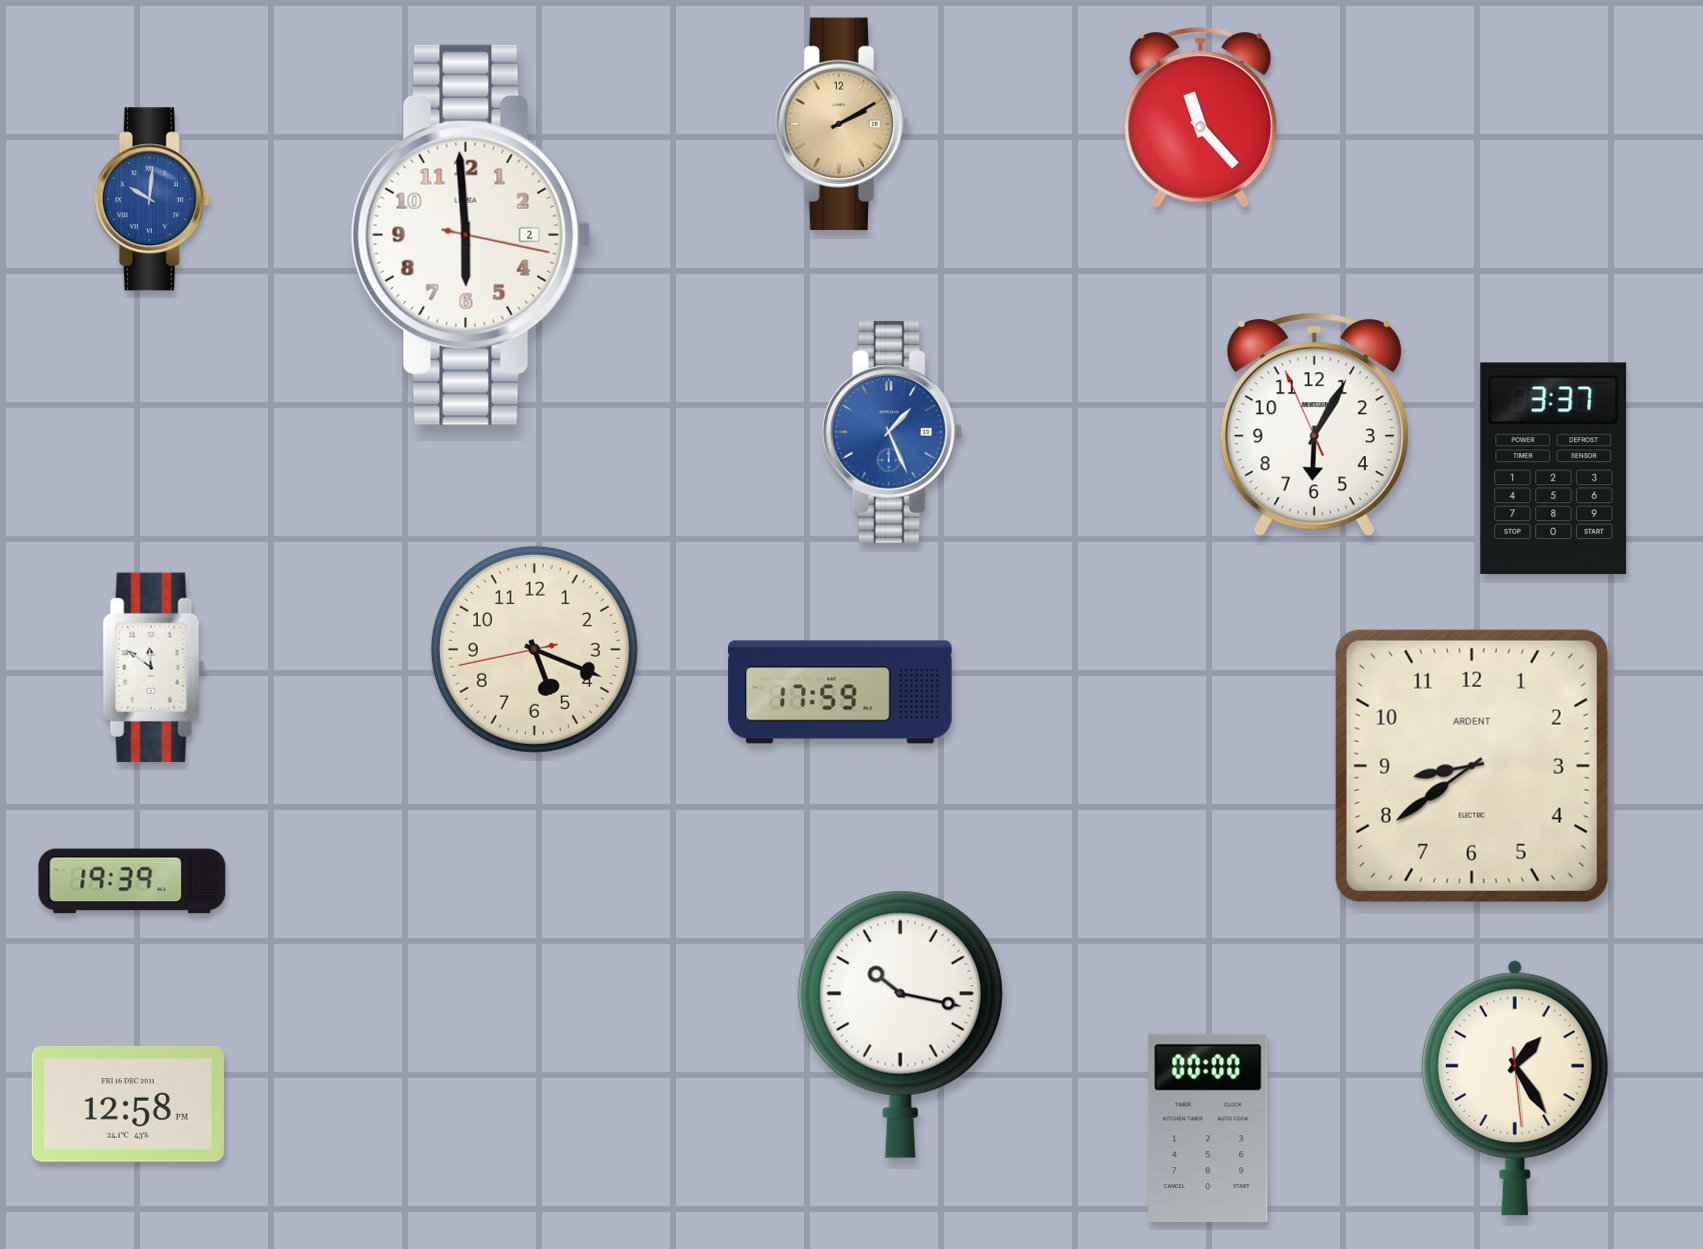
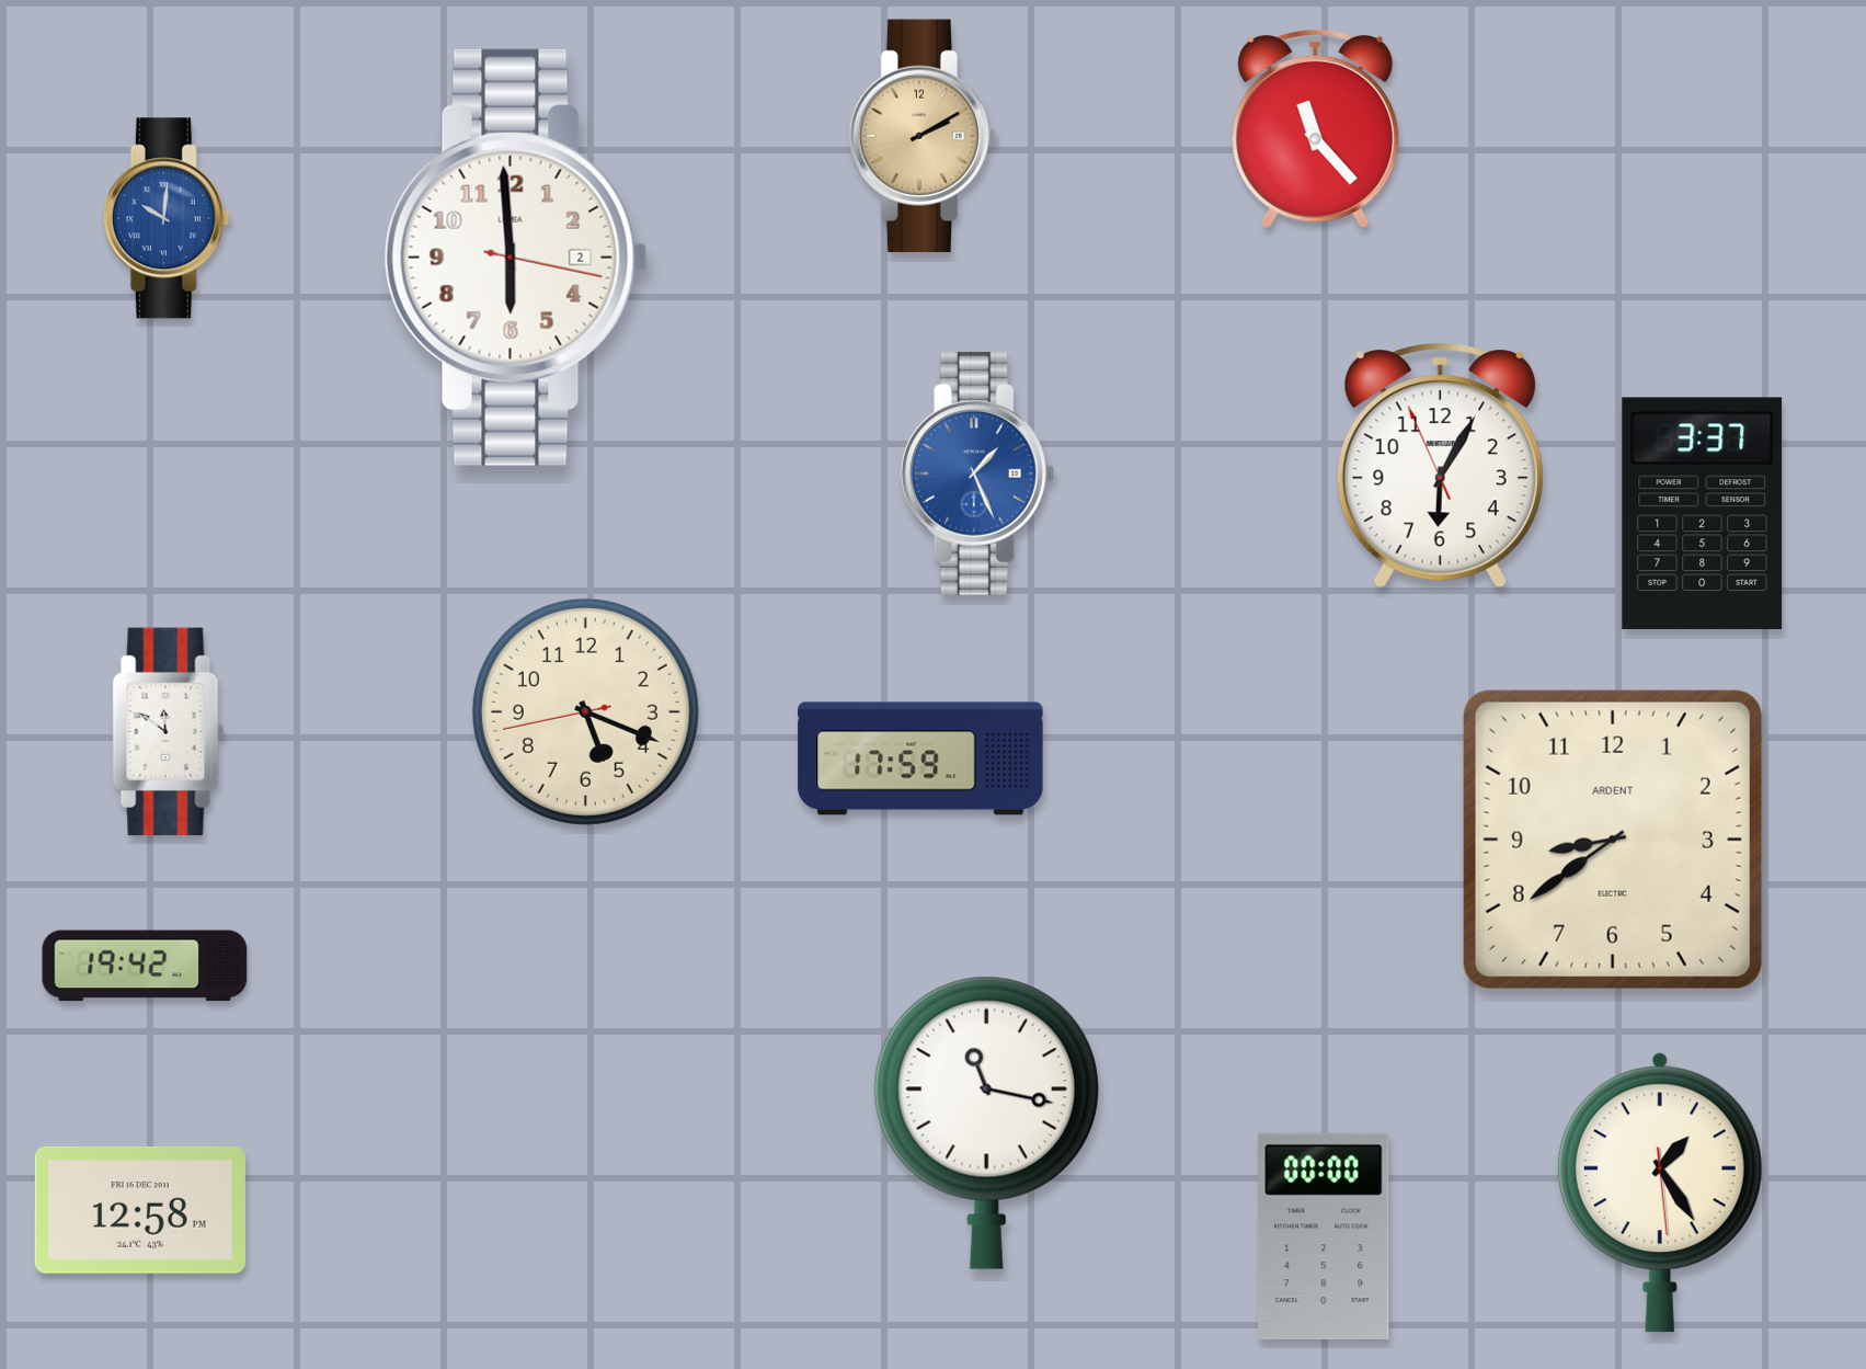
clock at (132, 881): 19:39 -> 19:42
clock at (900, 1024): 10:17 -> 11:17
